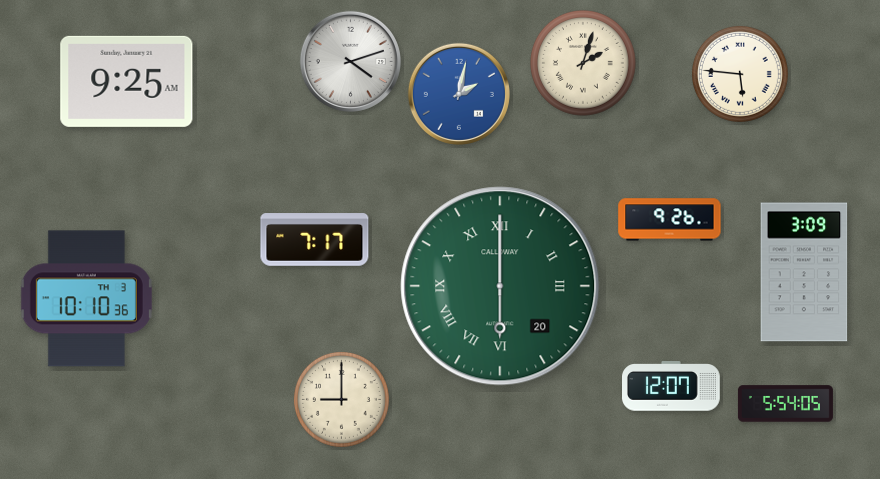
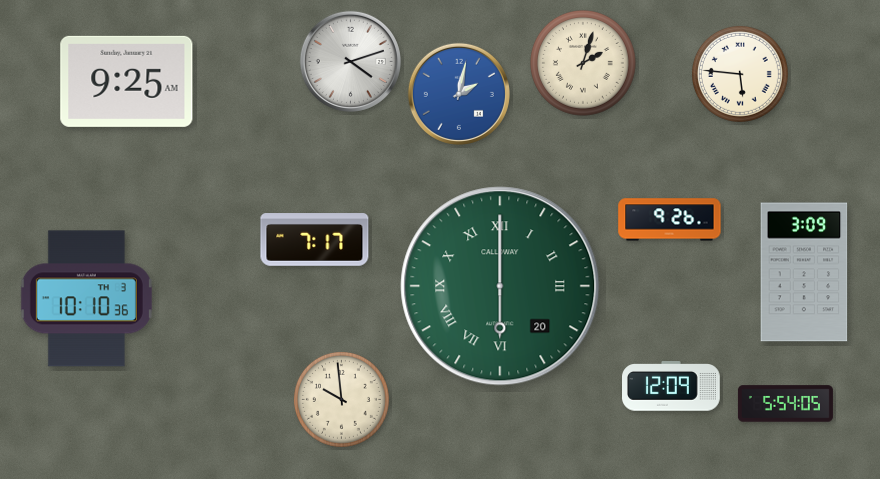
clock at (672, 386): 12:07 -> 12:09
clock at (341, 399): 9:00 -> 9:59
